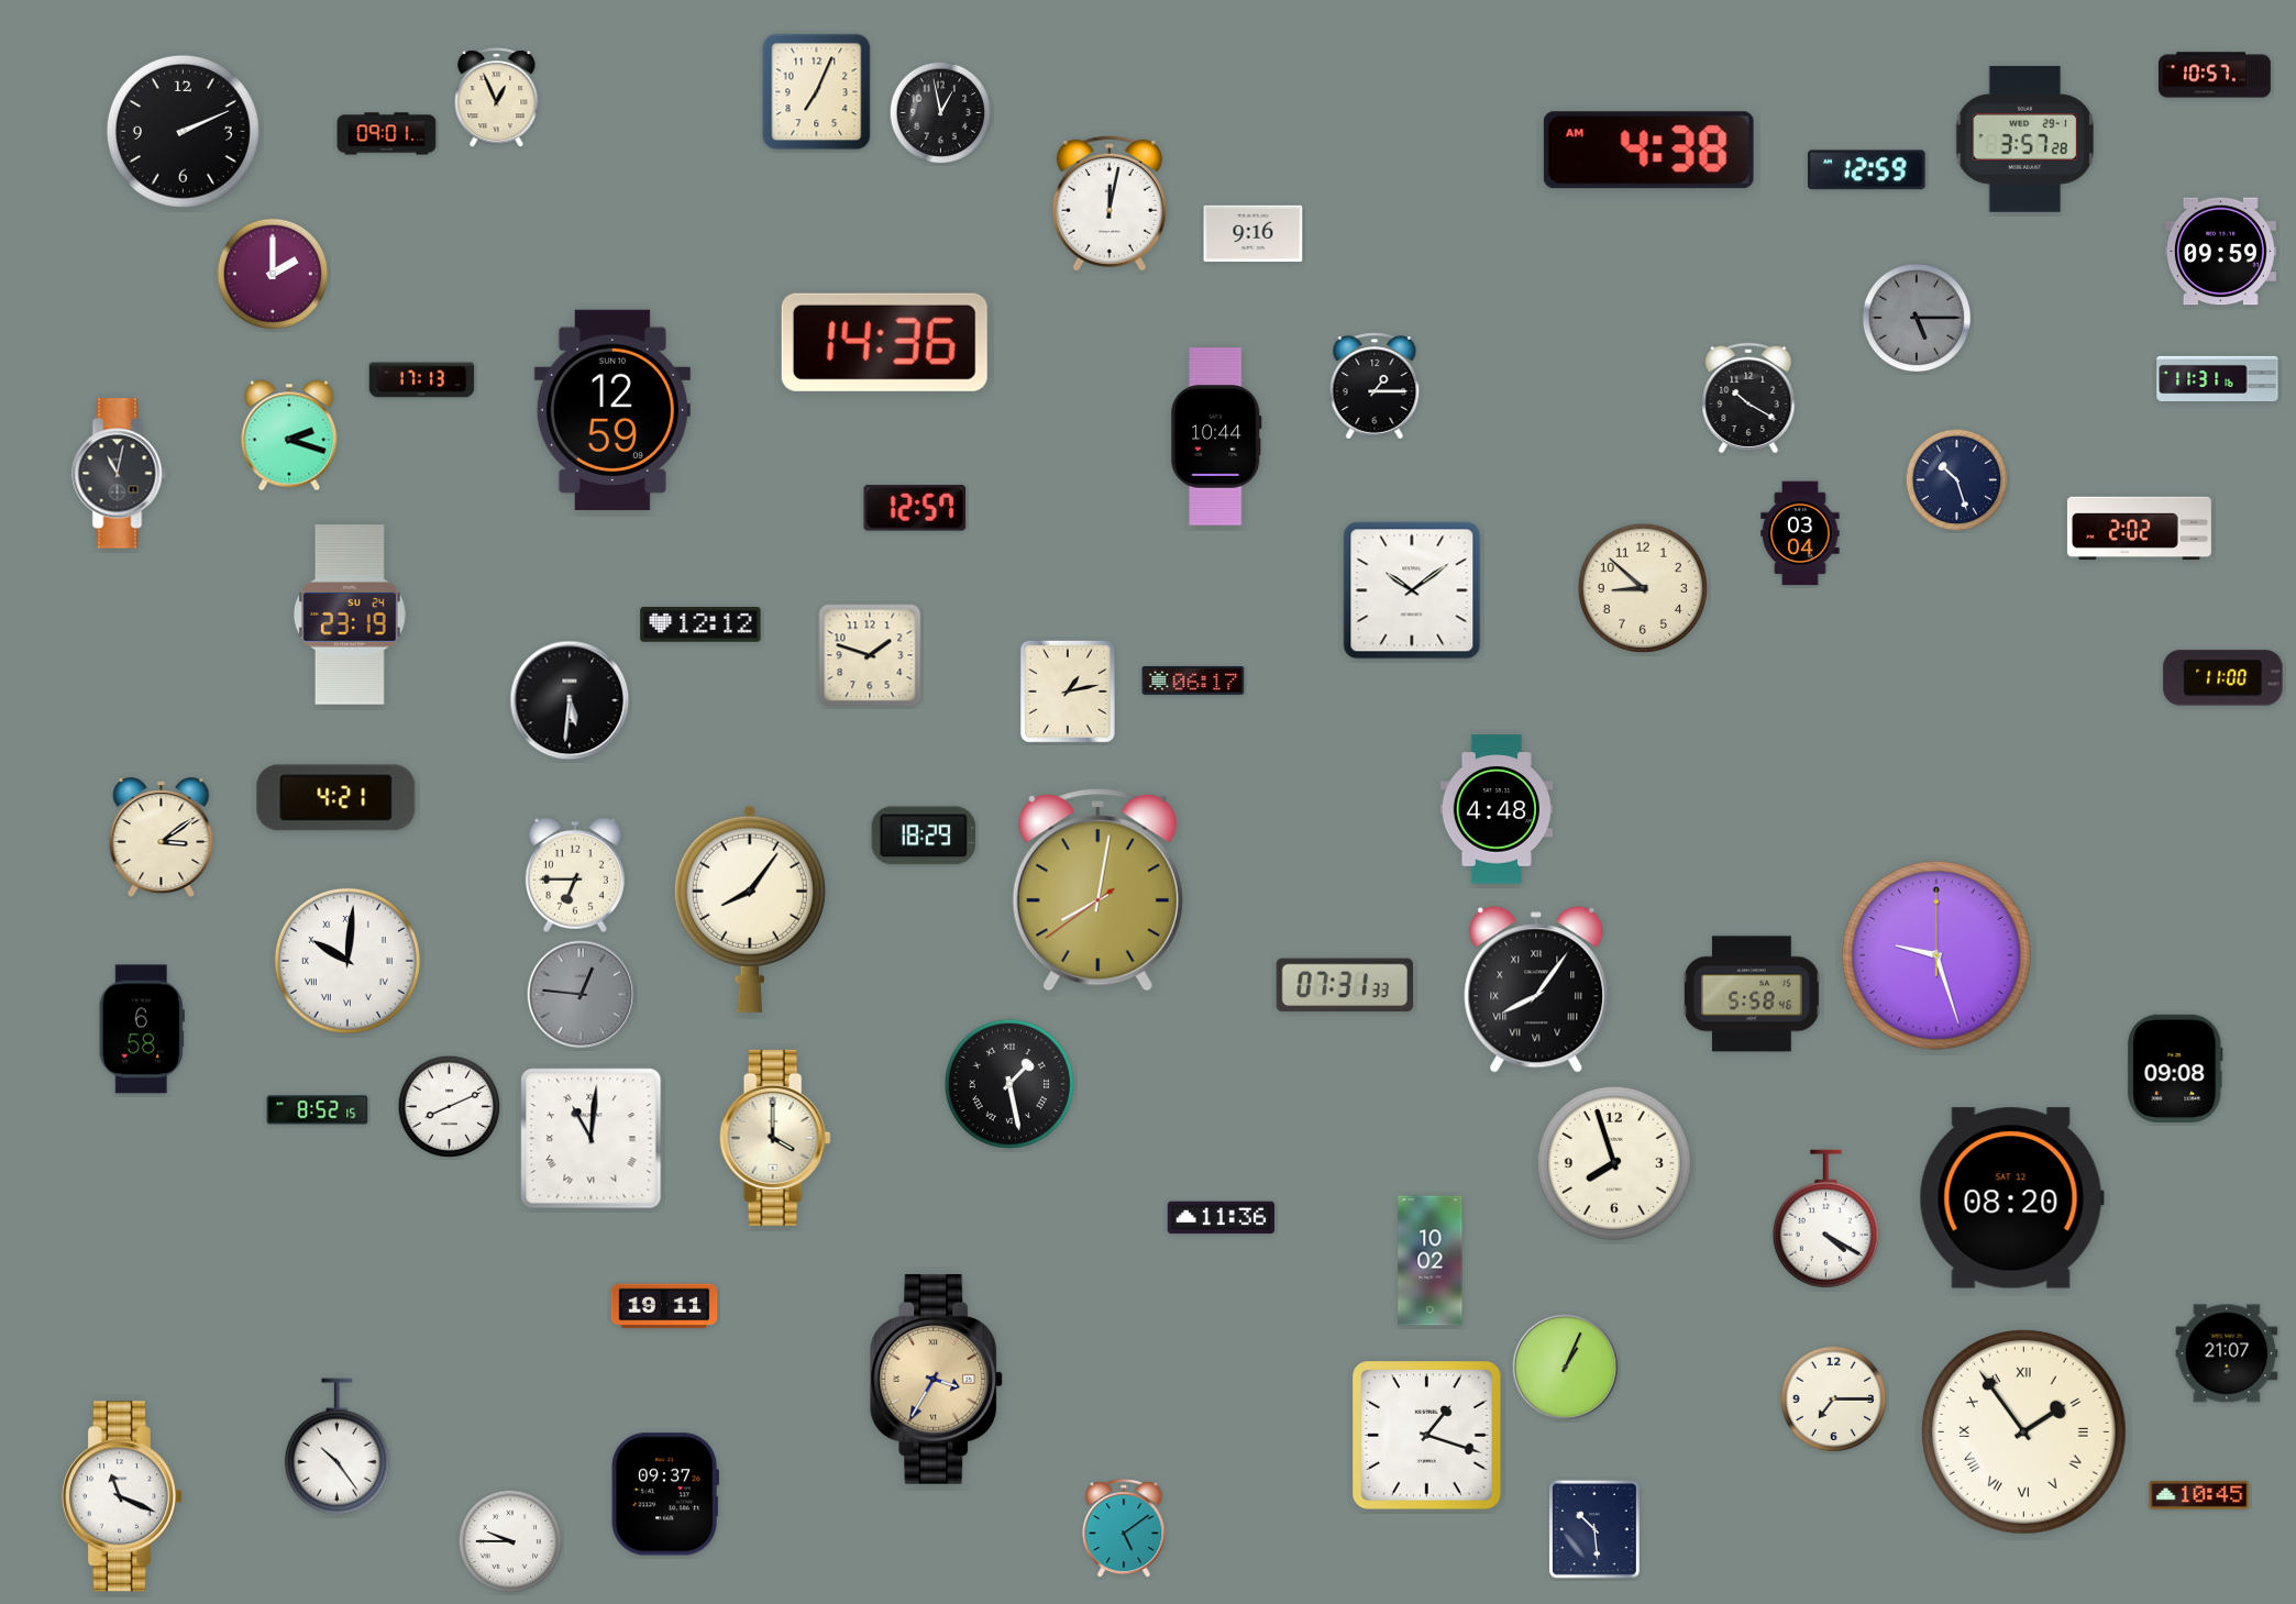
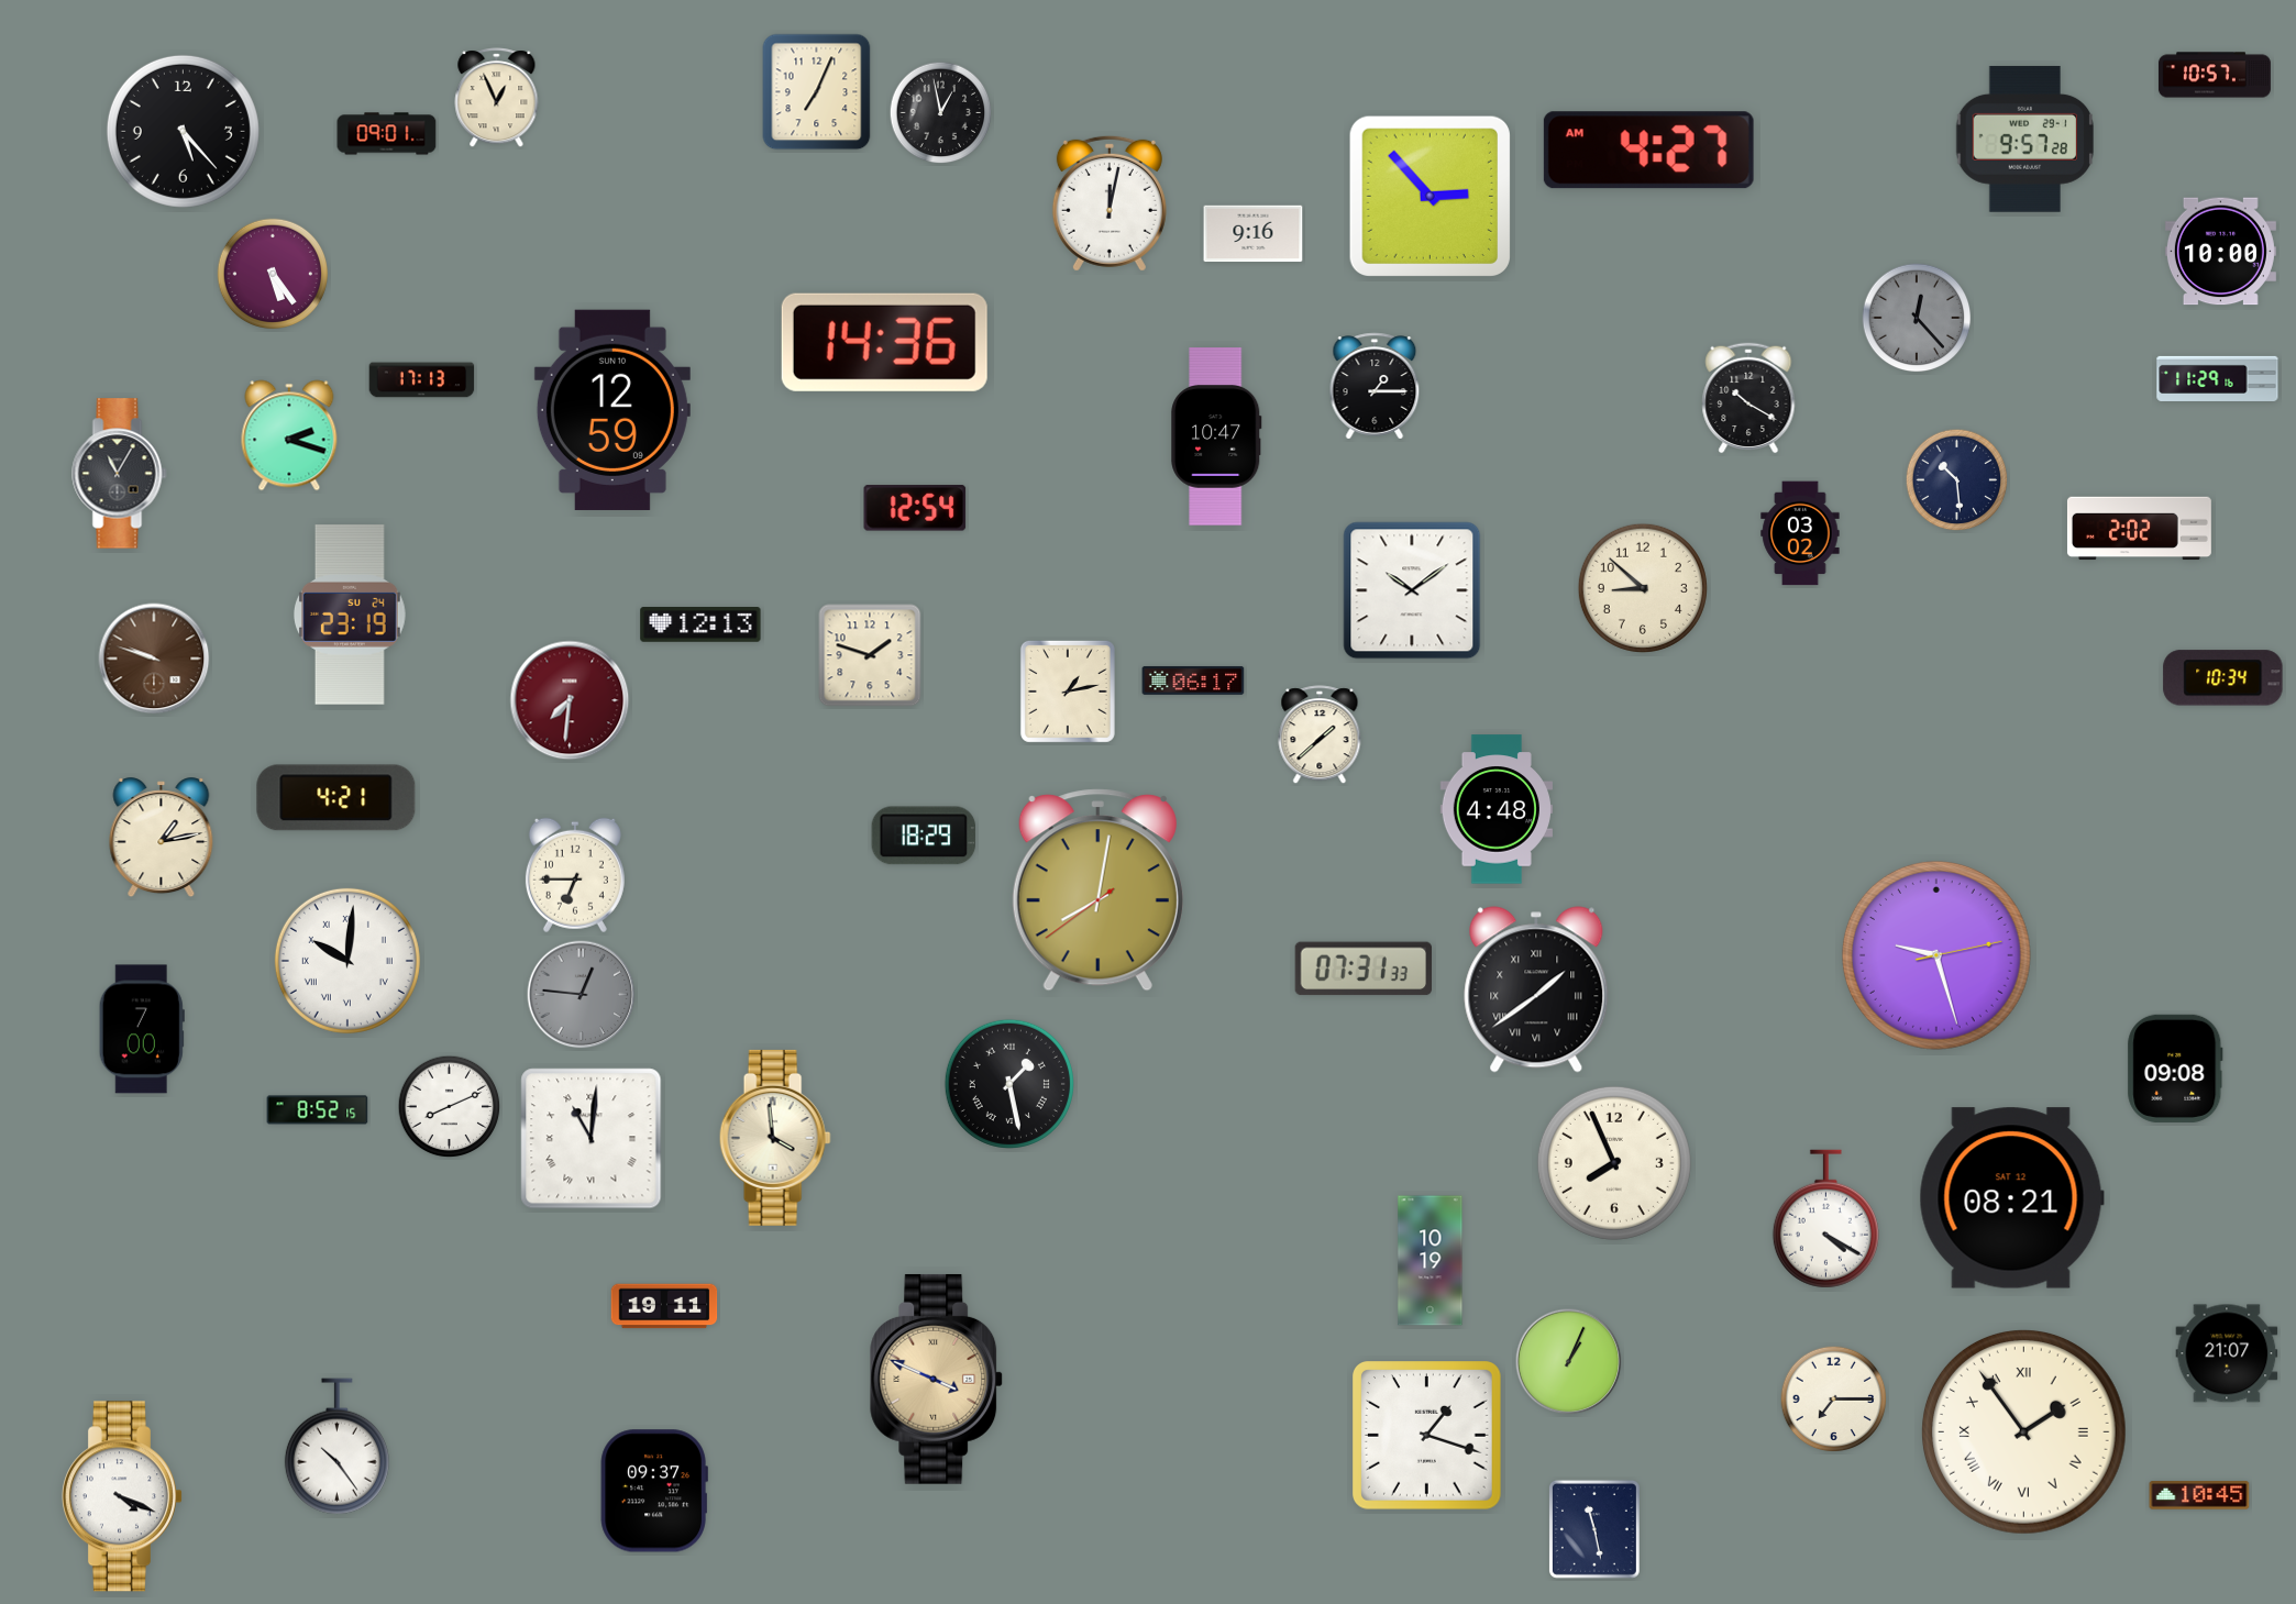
clock at (183, 131): 2:11 -> 5:23
clock at (2024, 139): 3:57 -> 9:57
clock at (1648, 151): 4:38 -> 4:27
clock at (1867, 170): 12:59 -> none
clock at (1430, 196): none -> 2:53
clock at (2220, 252): 09:59 -> 10:00
clock at (273, 274): 2:00 -> 5:24
clock at (1917, 318): 5:15 -> 12:23
clock at (2218, 378): 11:31 -> 11:29
clock at (1216, 438): 10:44 -> 10:47
clock at (120, 474): 11:02 -> 11:05
clock at (1957, 480): 10:27 -> 10:29
clock at (915, 508): 12:57 -> 12:54
clock at (1800, 533): 03:04 -> 03:02
clock at (700, 626): 12:12 -> 12:13
clock at (154, 659): none -> 9:48
clock at (2223, 678): 11:00 -> 10:34
clock at (570, 700): 5:31 -> 7:31
clock at (570, 700) dial: black -> burgundy
clock at (1320, 735): none -> 1:38
clock at (162, 838): 3:09 -> 1:13
clock at (750, 909): 8:06 -> none
clock at (1936, 955): 9:27:00 -> 9:27:13
clock at (1344, 985) position: (1344, 985) -> (1362, 969)
clock at (1536, 989): 8:06 -> 1:39
clock at (1752, 994): 5:58 -> none
clock at (142, 1029): 6:58 -> 7:00
clock at (775, 1138): 4:00 -> 3:59
clock at (1614, 1163): 7:57 -> 7:56
clock at (2011, 1198): 08:20 -> 08:21
clock at (1221, 1218): 11:36 -> none
clock at (1431, 1261): 10:02 -> 10:19
clock at (1566, 1368) position: (1566, 1368) -> (1569, 1362)
clock at (937, 1379): 3:35 -> 3:49
clock at (665, 1494) position: (665, 1494) -> (654, 1491)
clock at (122, 1496): 11:19 -> 4:19
clock at (1124, 1529): 5:09 -> none
clock at (1594, 1529): 10:29 -> 11:28
clock at (510, 1541): 9:45 -> none
